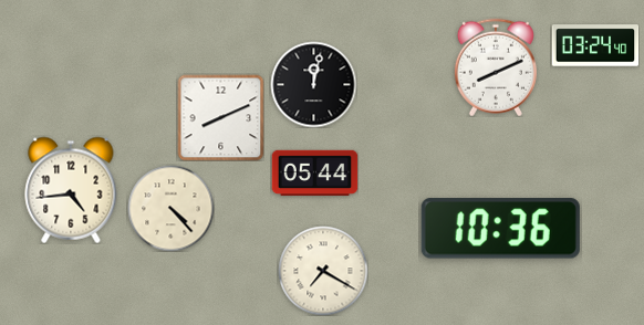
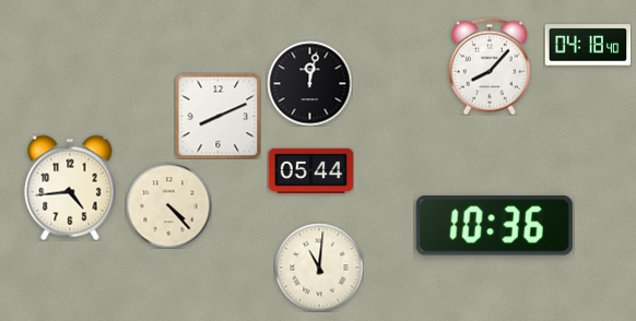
clock at (595, 45): 03:24 -> 04:18
clock at (496, 67): 8:11 -> 8:07
clock at (323, 271): 7:20 -> 11:01
